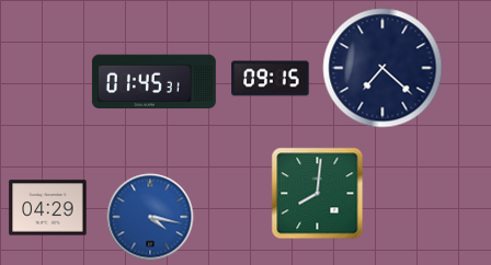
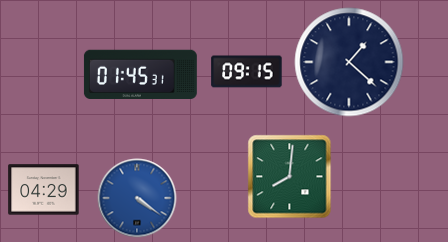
clock at (382, 68): 7:22 -> 1:22
clock at (150, 217): 4:17 -> 4:21
